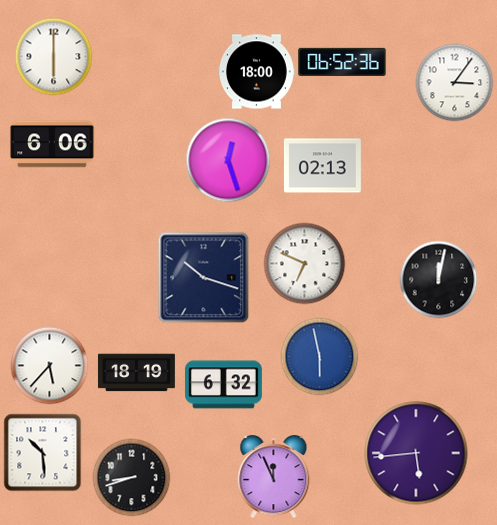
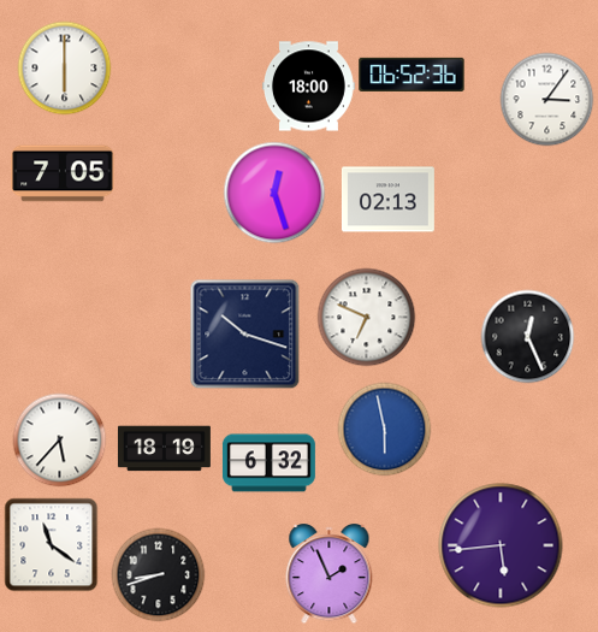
clock at (52, 144): 6:06 -> 7:05
clock at (438, 279): 12:02 -> 12:26
clock at (42, 452): 10:29 -> 11:21
clock at (274, 477): 11:56 -> 1:56
